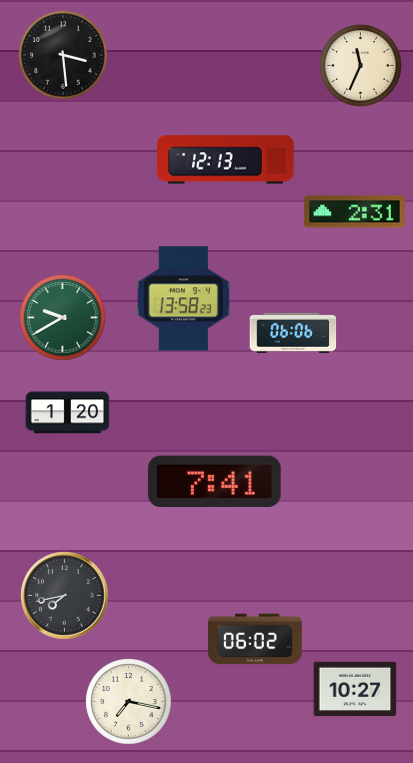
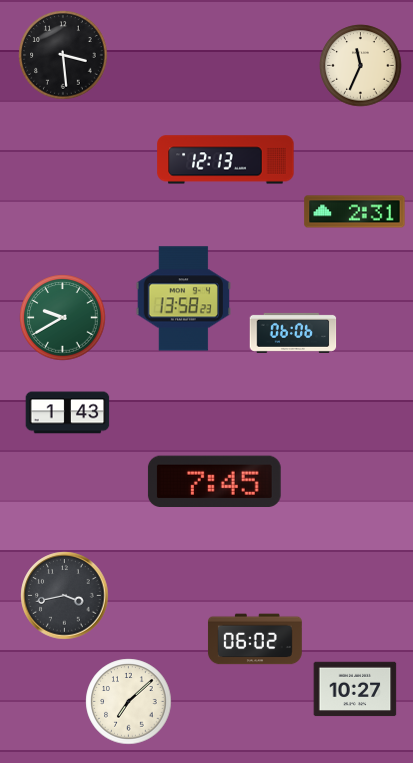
clock at (68, 413): 1:20 -> 1:43
clock at (214, 481): 7:41 -> 7:45
clock at (65, 596): 7:43 -> 3:43
clock at (129, 702): 7:17 -> 7:08
